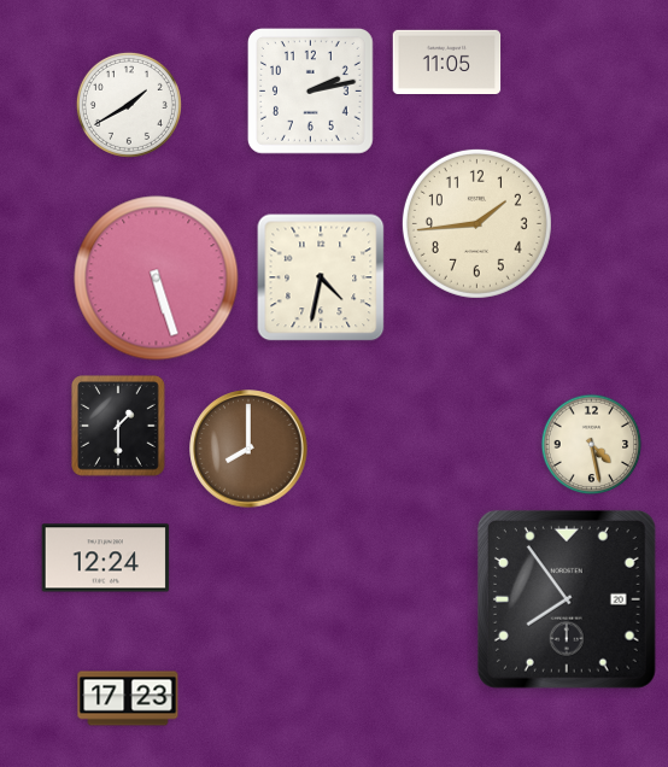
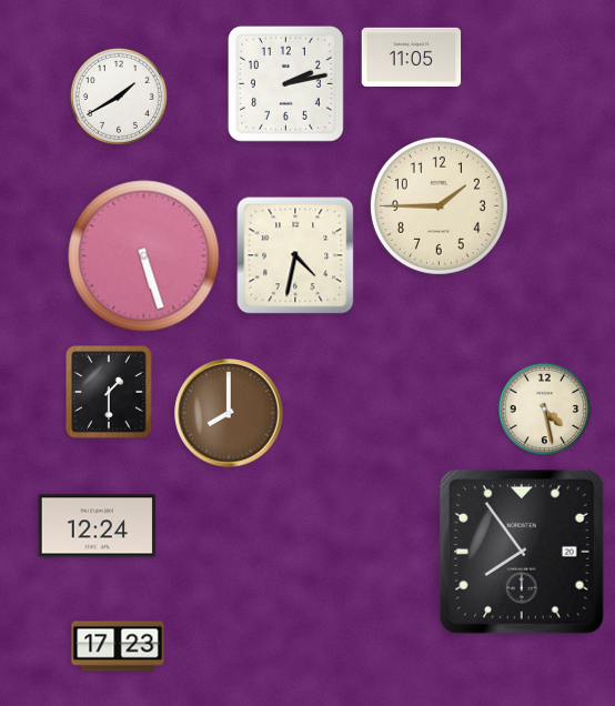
clock at (476, 223): 1:44 -> 1:45
clock at (106, 558) position: (106, 558) -> (98, 526)
clock at (128, 698) position: (128, 698) -> (118, 646)
